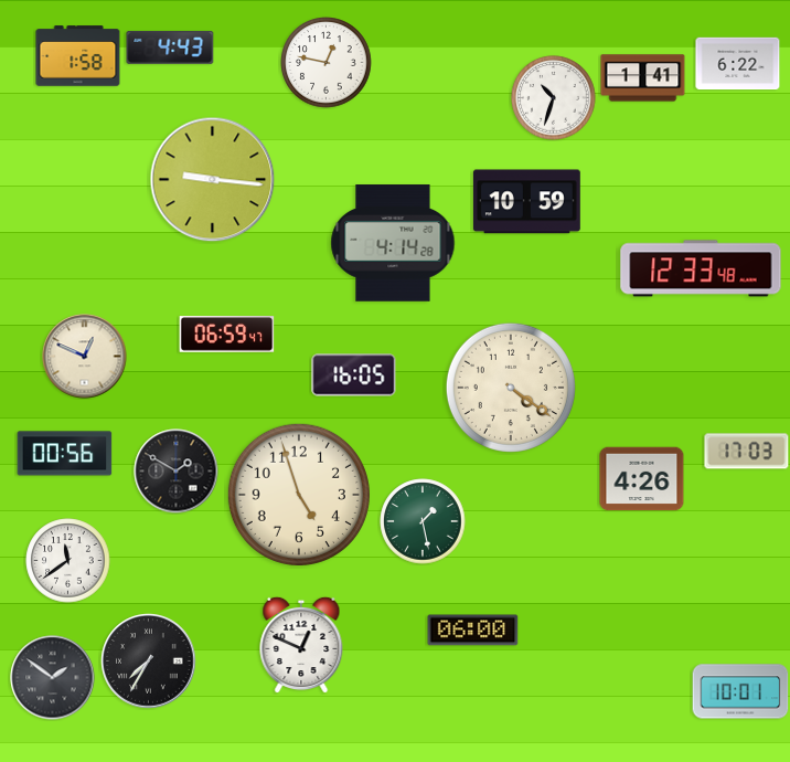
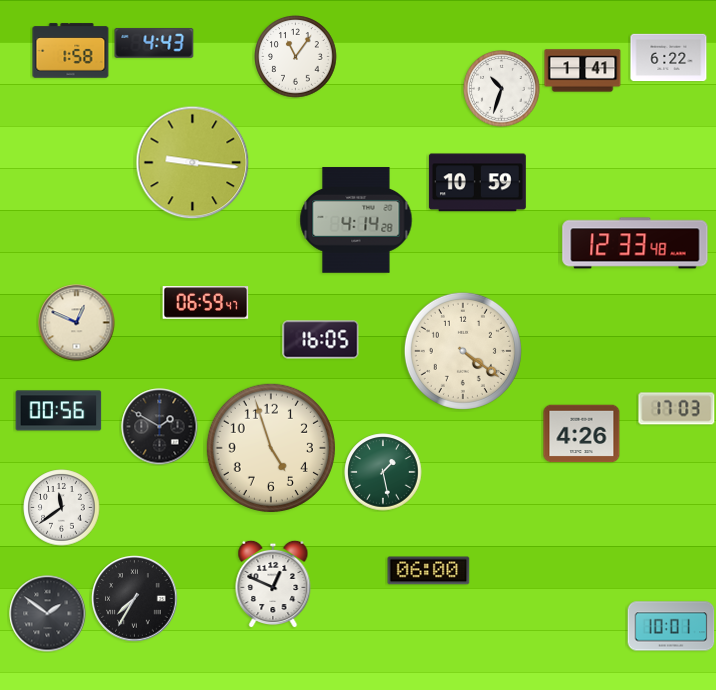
clock at (327, 63): 12:47 -> 11:06
